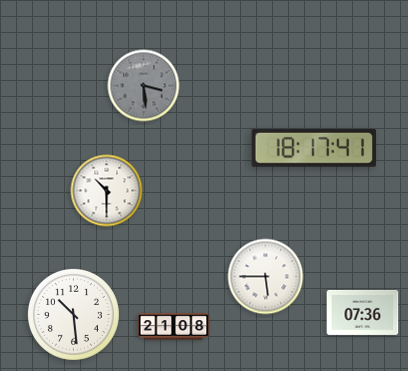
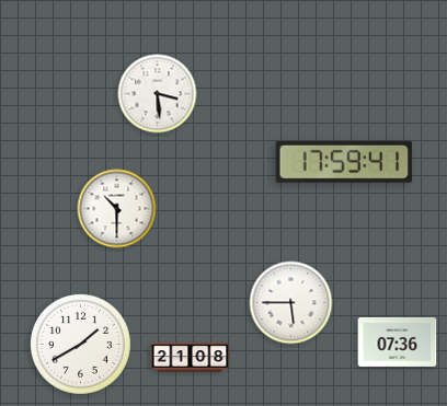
clock at (144, 86) dial: grey -> white
clock at (314, 148): 18:17 -> 17:59
clock at (73, 314): 10:29 -> 1:40
